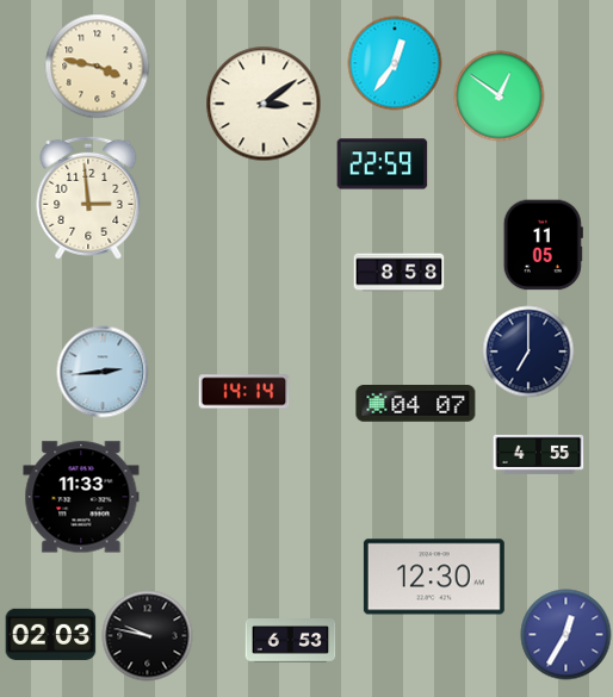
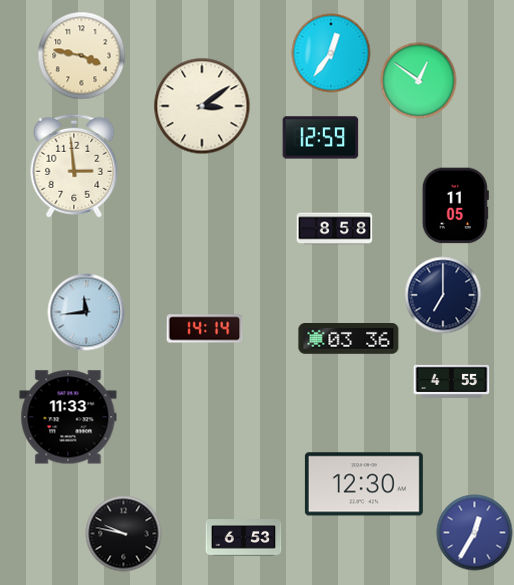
clock at (264, 104) position: (264, 104) -> (202, 106)
clock at (383, 164): 22:59 -> 12:59
clock at (103, 372): 2:44 -> 11:44
clock at (416, 404): 04:07 -> 03:36
clock at (51, 634): 02:03 -> none
